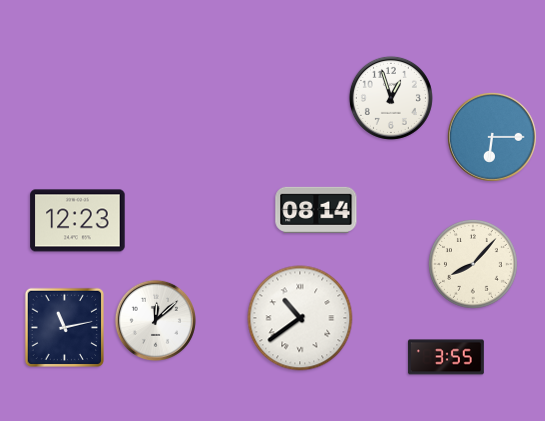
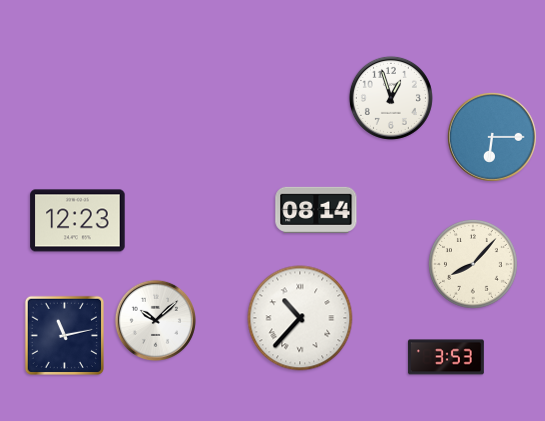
clock at (300, 318): 10:39 -> 10:37
clock at (155, 320): 12:08 -> 10:08
clock at (64, 327) position: (64, 327) -> (64, 335)
clock at (446, 357): 3:55 -> 3:53
